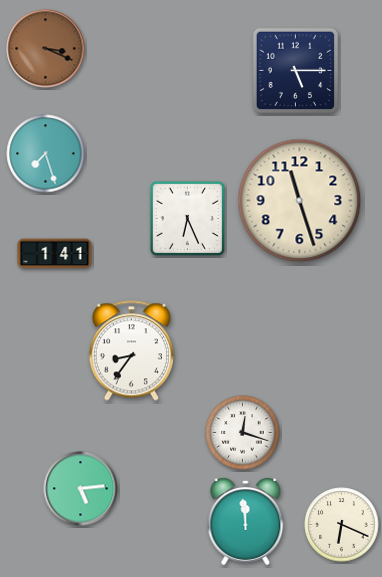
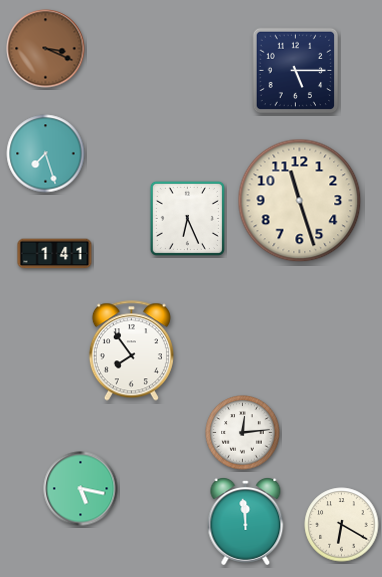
clock at (131, 351): 8:36 -> 7:54
clock at (243, 433): 12:18 -> 12:14
clock at (81, 489): 5:14 -> 5:17
clock at (342, 525): 6:19 -> 6:20
